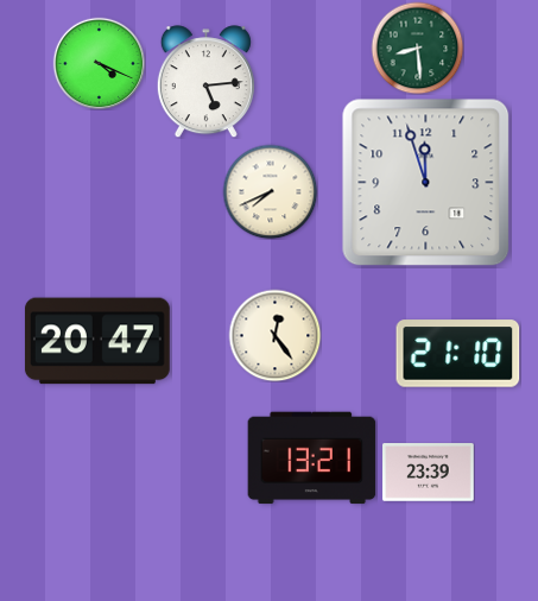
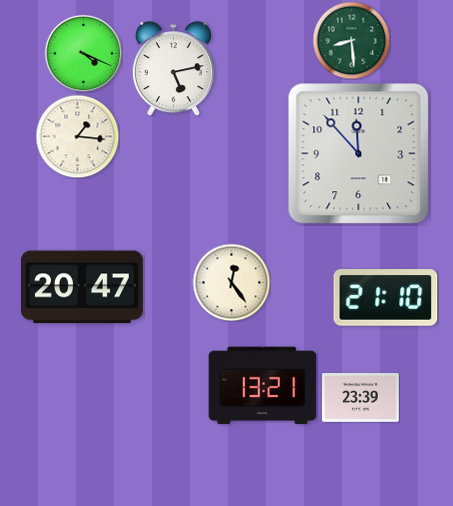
clock at (205, 82): 5:14 -> 5:13
clock at (77, 136): none -> 1:16
clock at (426, 183): 11:57 -> 11:53
clock at (270, 191): 7:41 -> none
